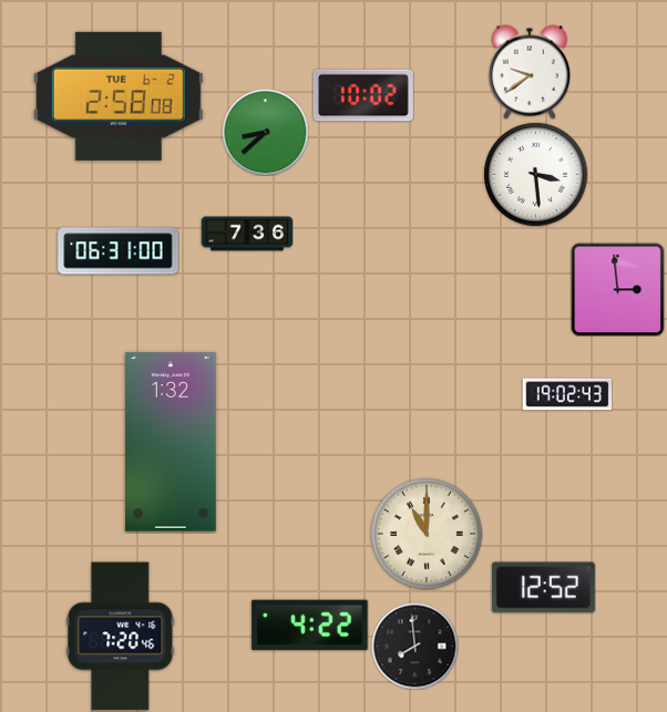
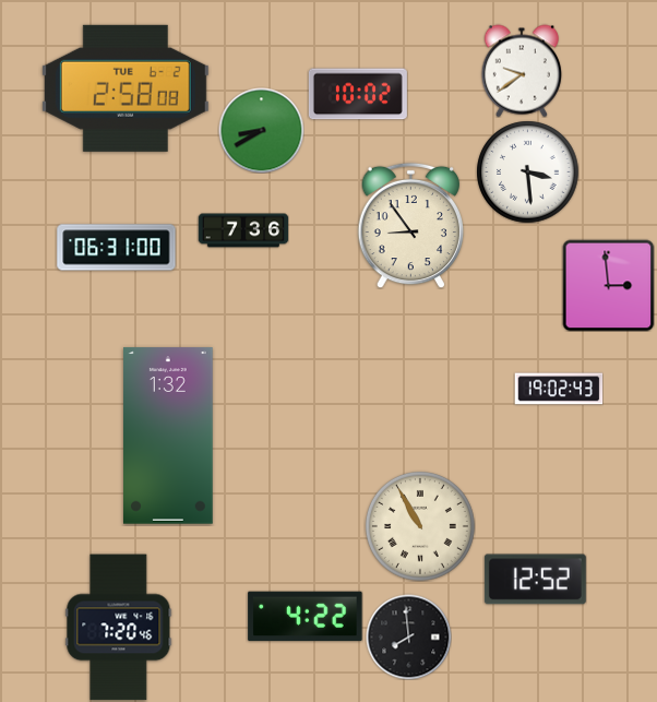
clock at (119, 96) position: (119, 96) -> (126, 88)
clock at (265, 132): 8:38 -> 8:40
clock at (410, 225): none -> 8:54
clock at (427, 534): 11:00 -> 10:55
